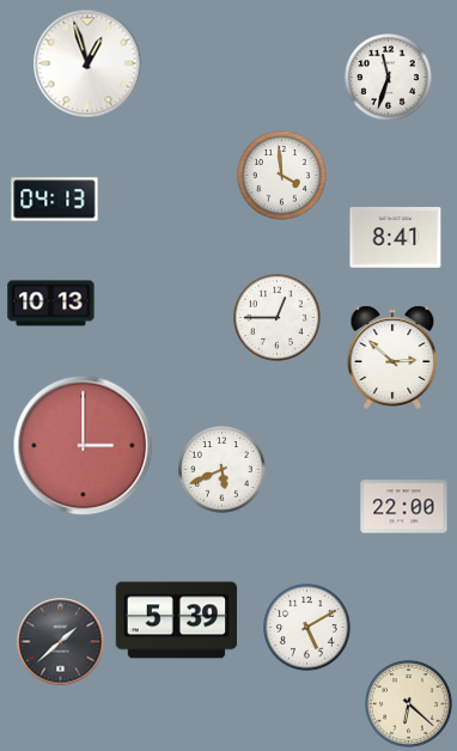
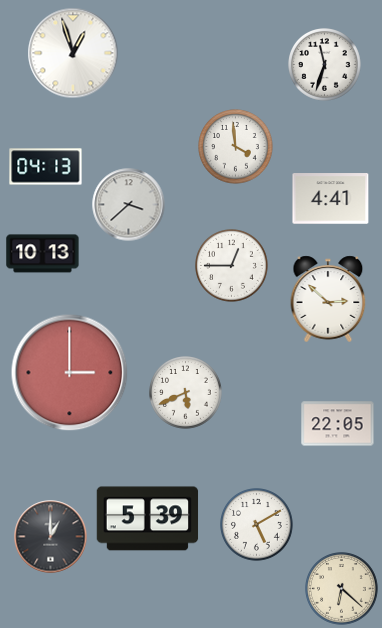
clock at (396, 238): 8:41 -> 4:41
clock at (129, 205): none -> 3:38
clock at (404, 507): 22:00 -> 22:05
clock at (61, 642): 1:38 -> 1:00
